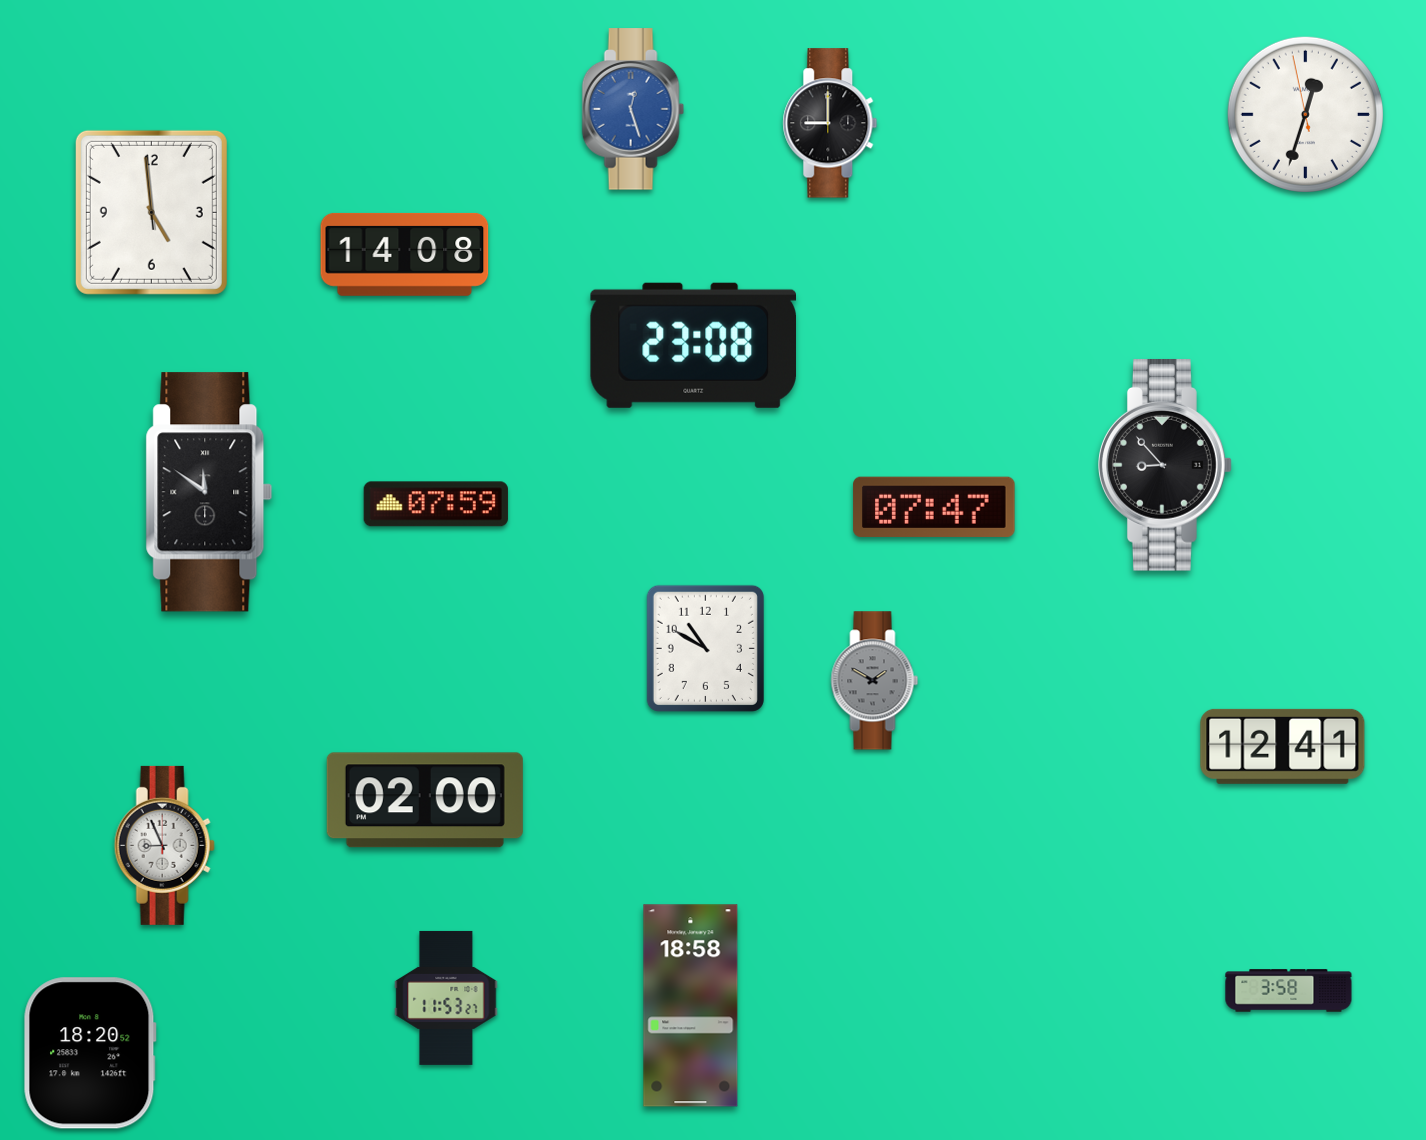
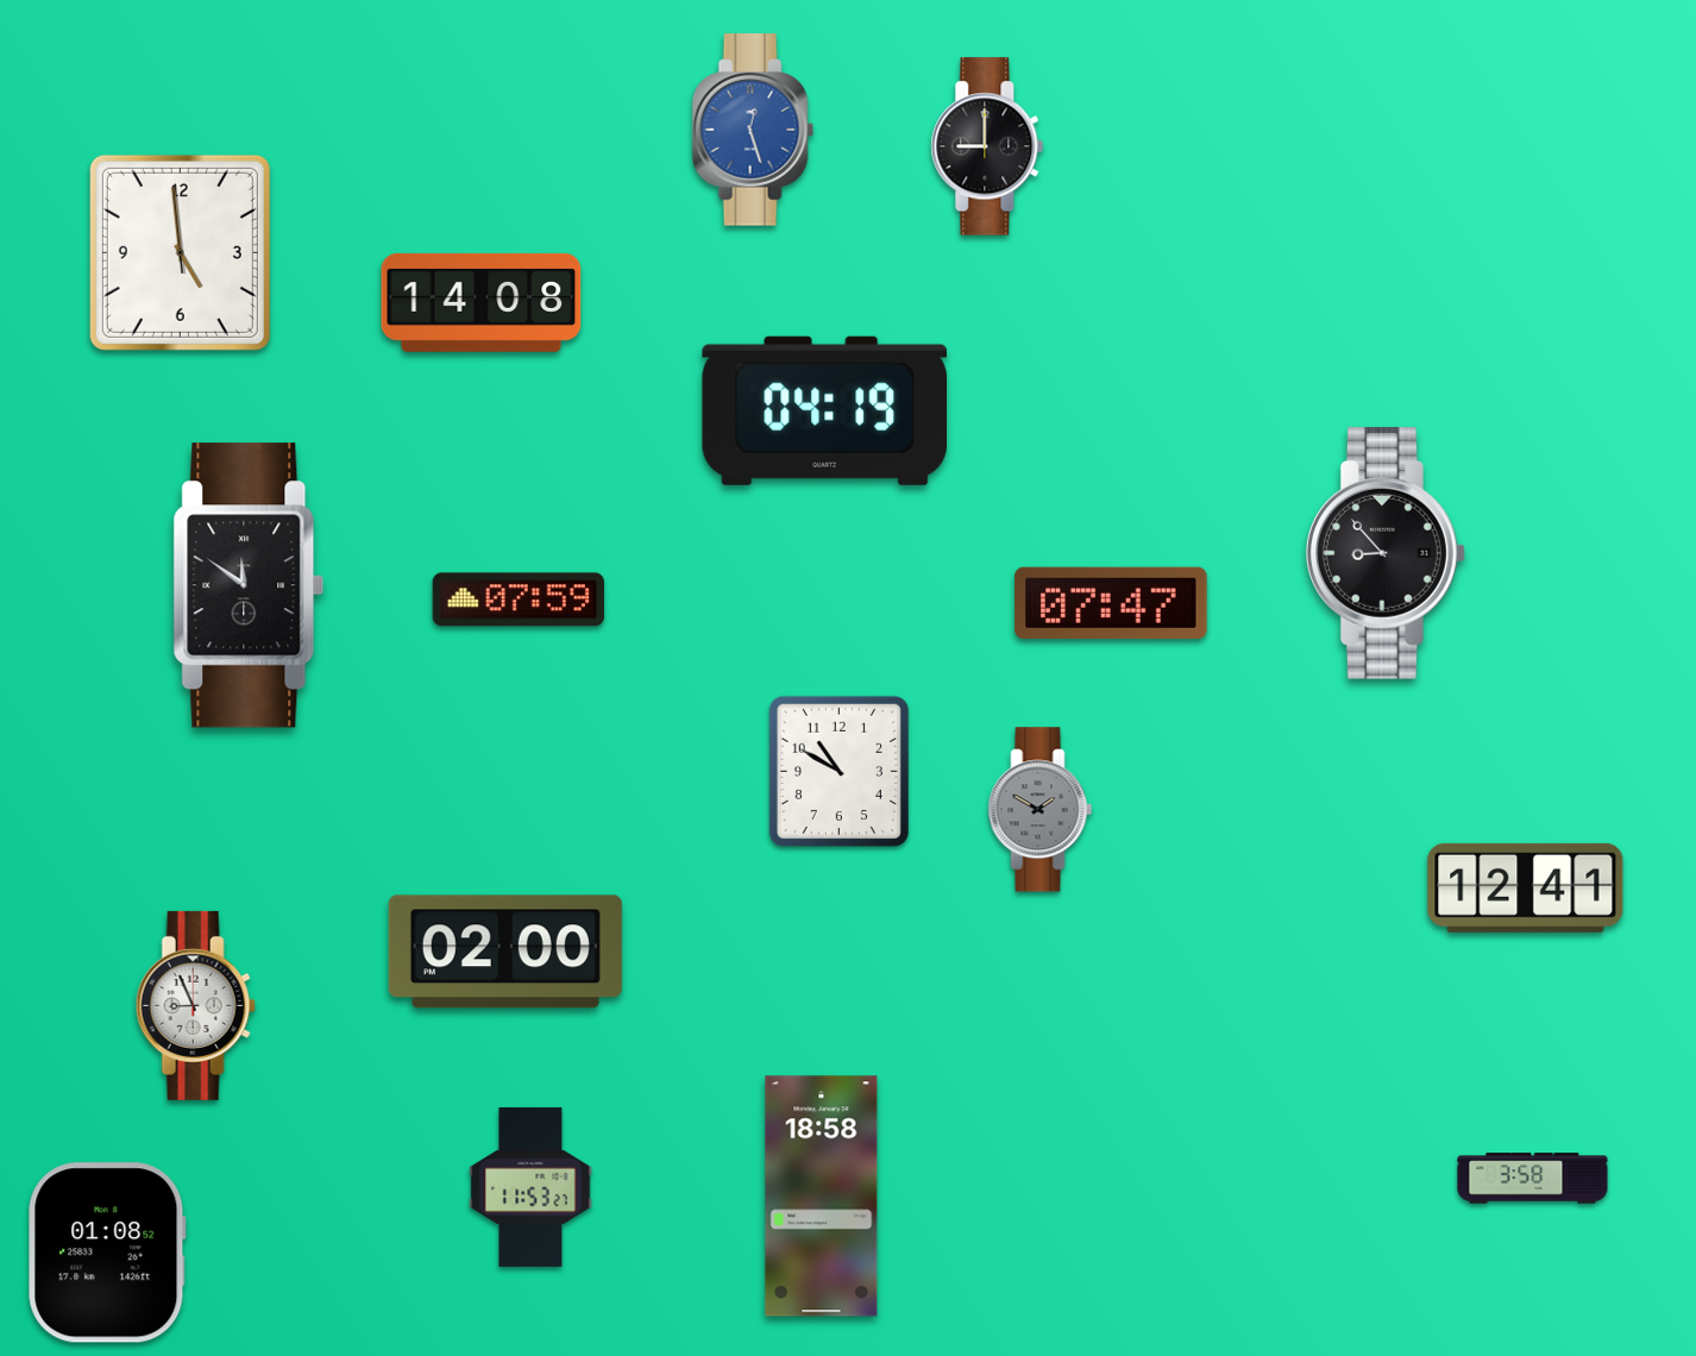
clock at (1305, 114): 12:32 -> none
clock at (693, 345): 23:08 -> 04:19
clock at (90, 1053): 18:20 -> 01:08
